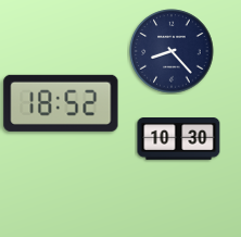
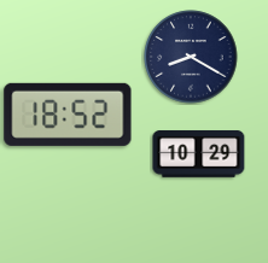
clock at (172, 51): 8:23 -> 8:20
clock at (179, 139): 10:30 -> 10:29
